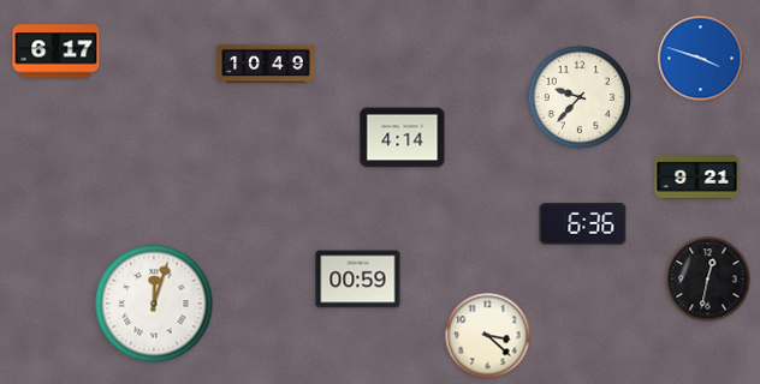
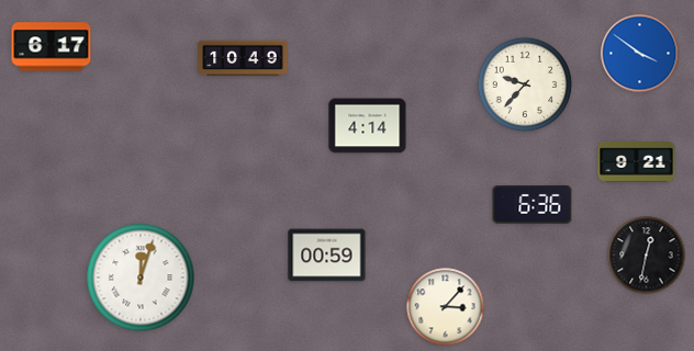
clock at (701, 59): 3:48 -> 3:51
clock at (580, 97) position: (580, 97) -> (525, 84)
clock at (488, 336): 3:22 -> 3:07
